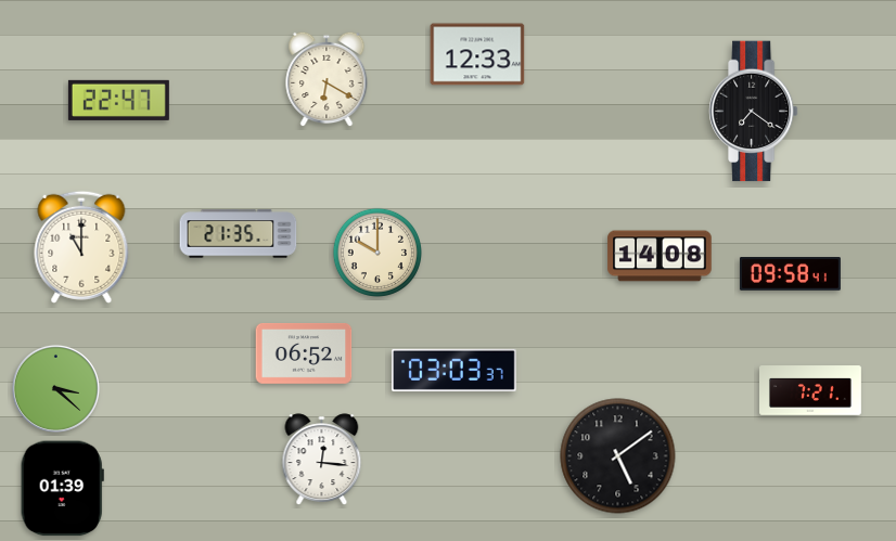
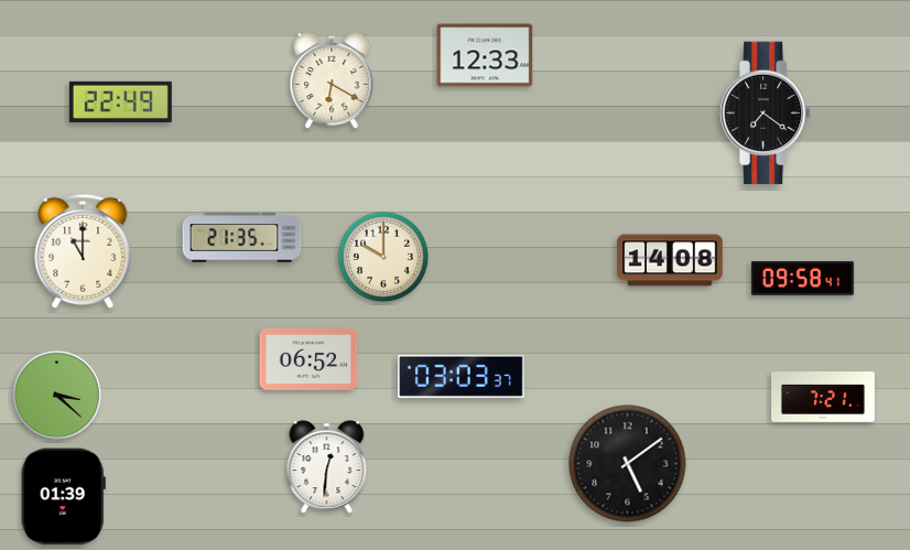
clock at (118, 100): 22:47 -> 22:49
clock at (322, 460): 12:16 -> 12:31
